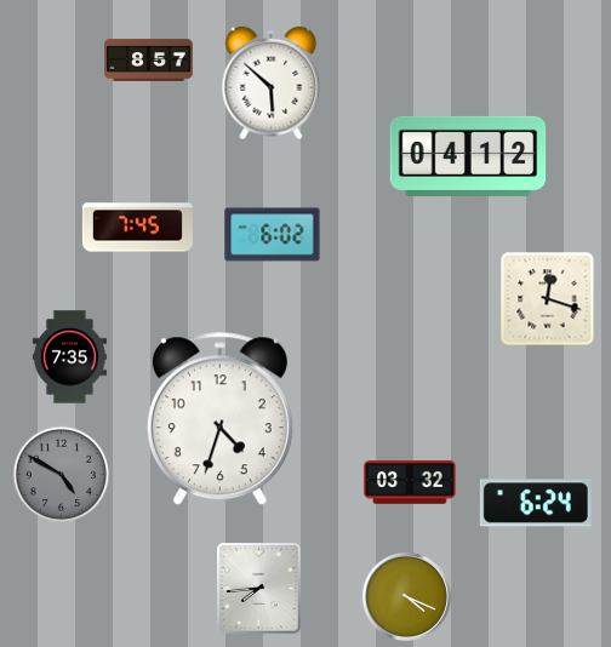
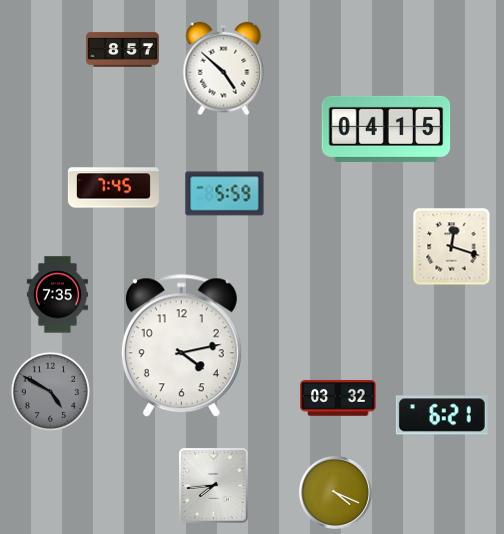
clock at (272, 84): 5:52 -> 4:52
clock at (468, 156): 04:12 -> 04:15
clock at (273, 235): 6:02 -> 5:59
clock at (219, 419): 4:33 -> 4:13
clock at (536, 503): 6:24 -> 6:21
